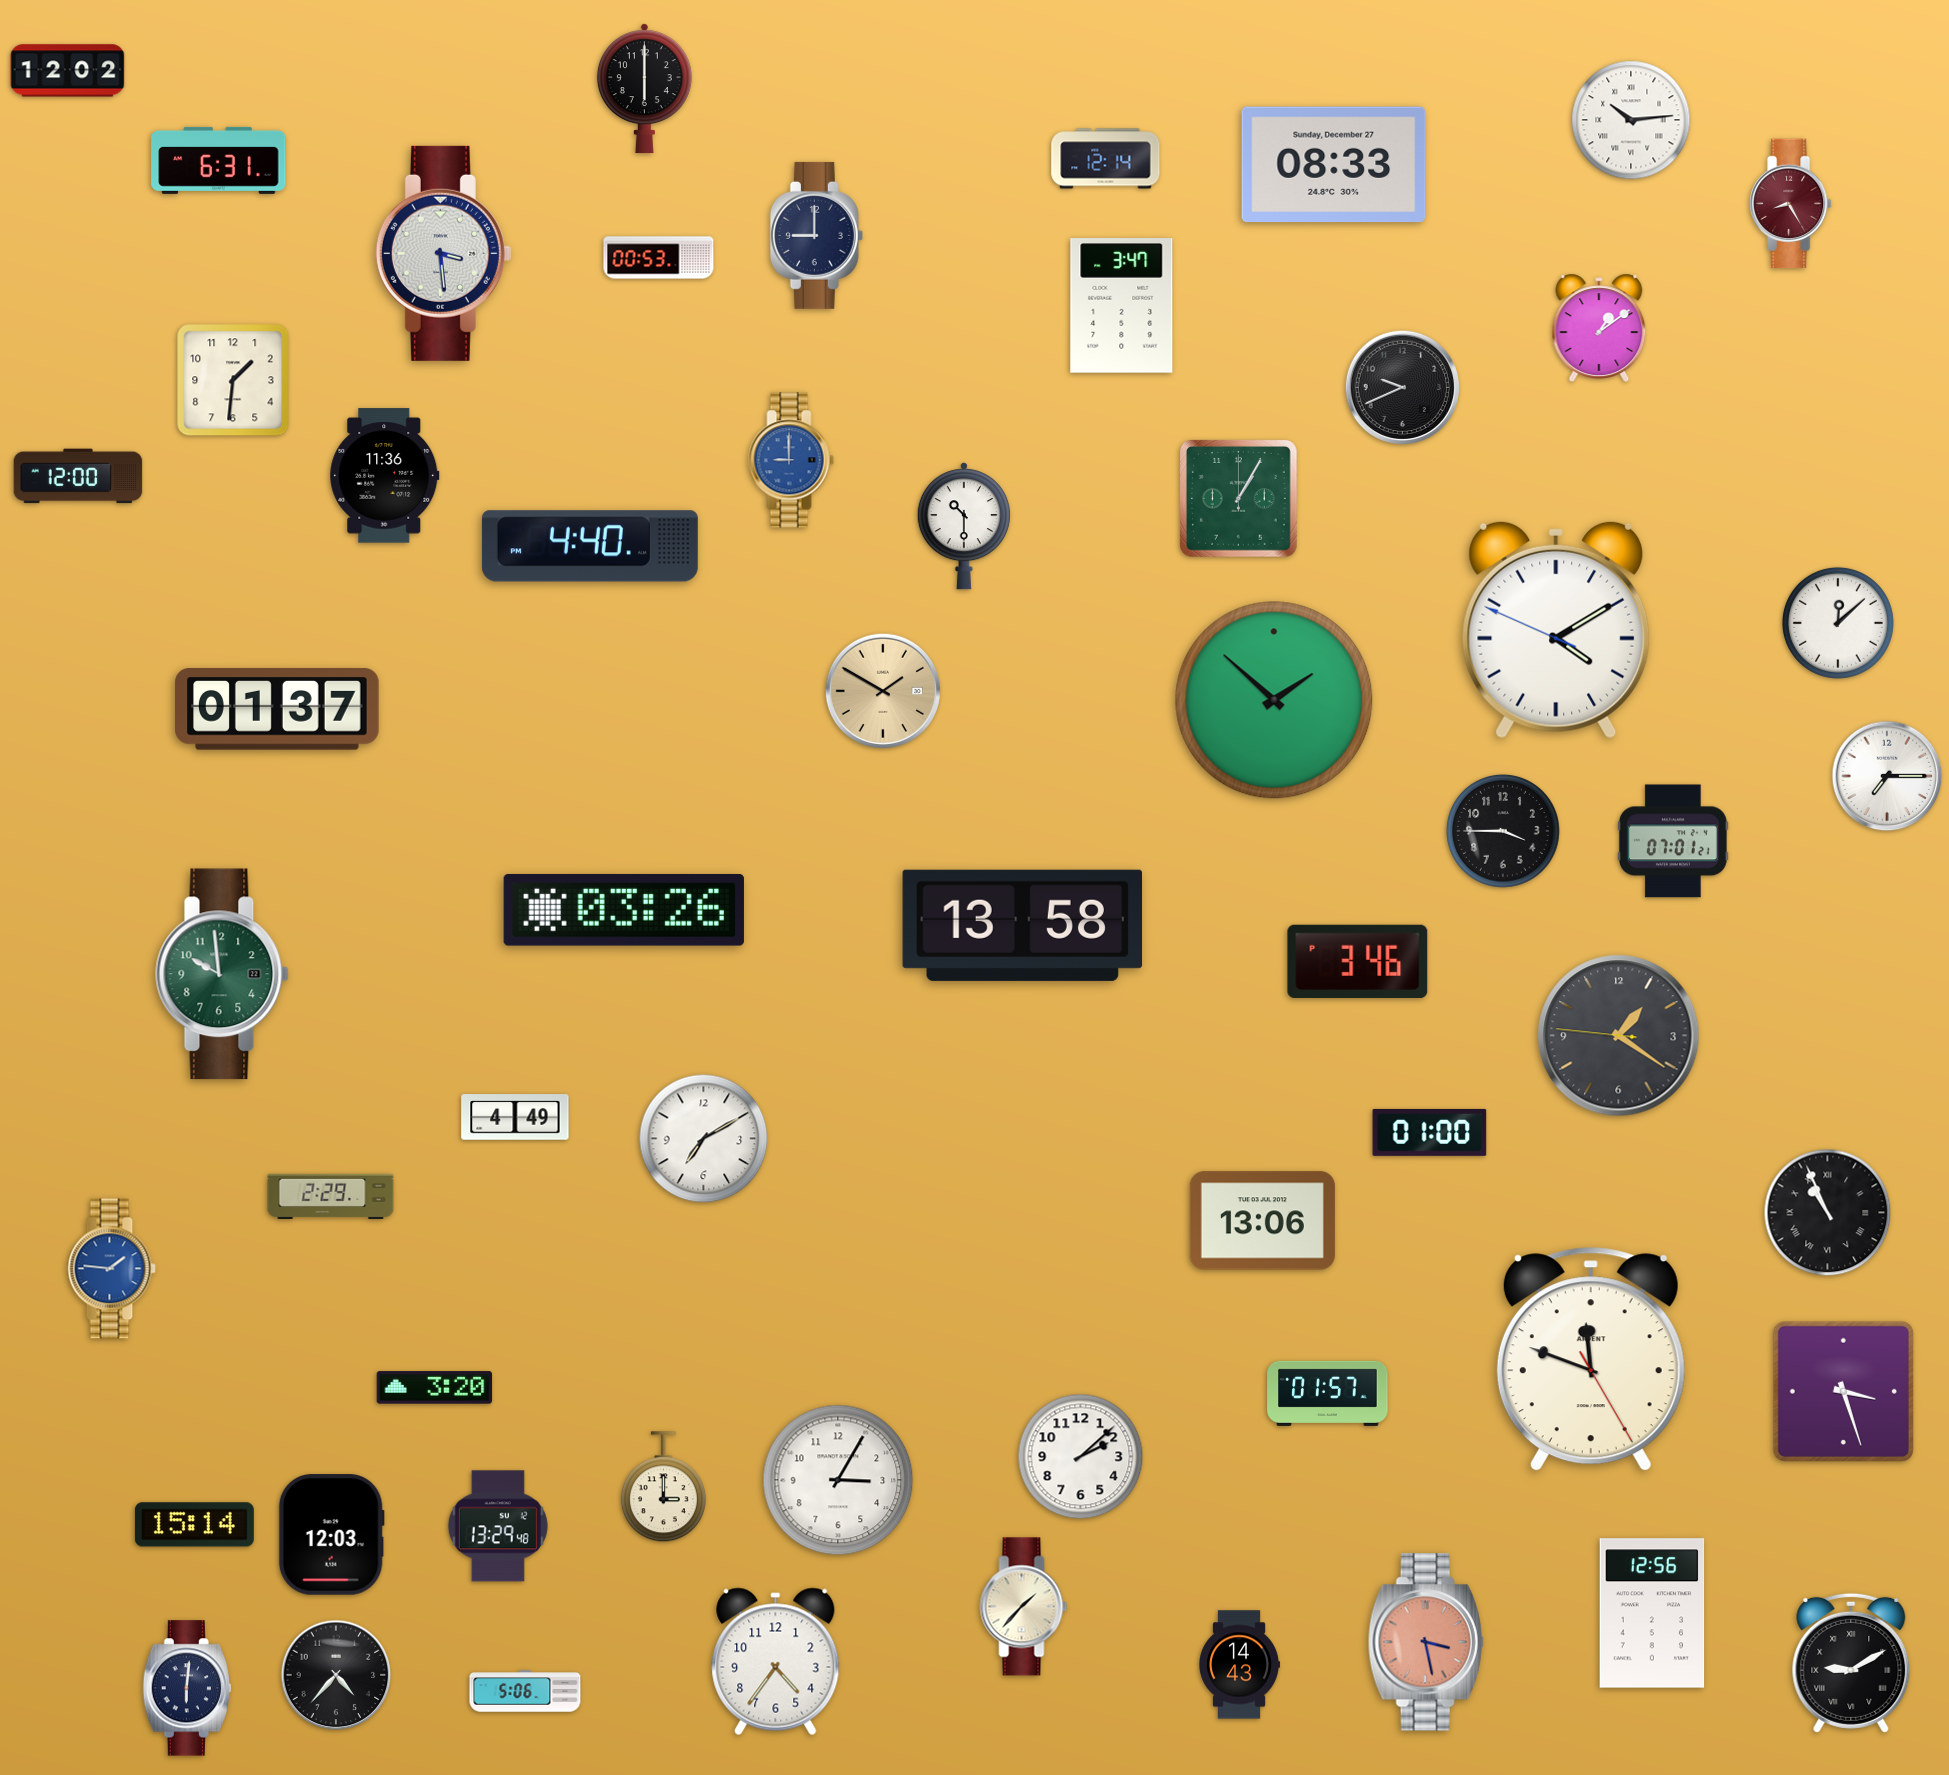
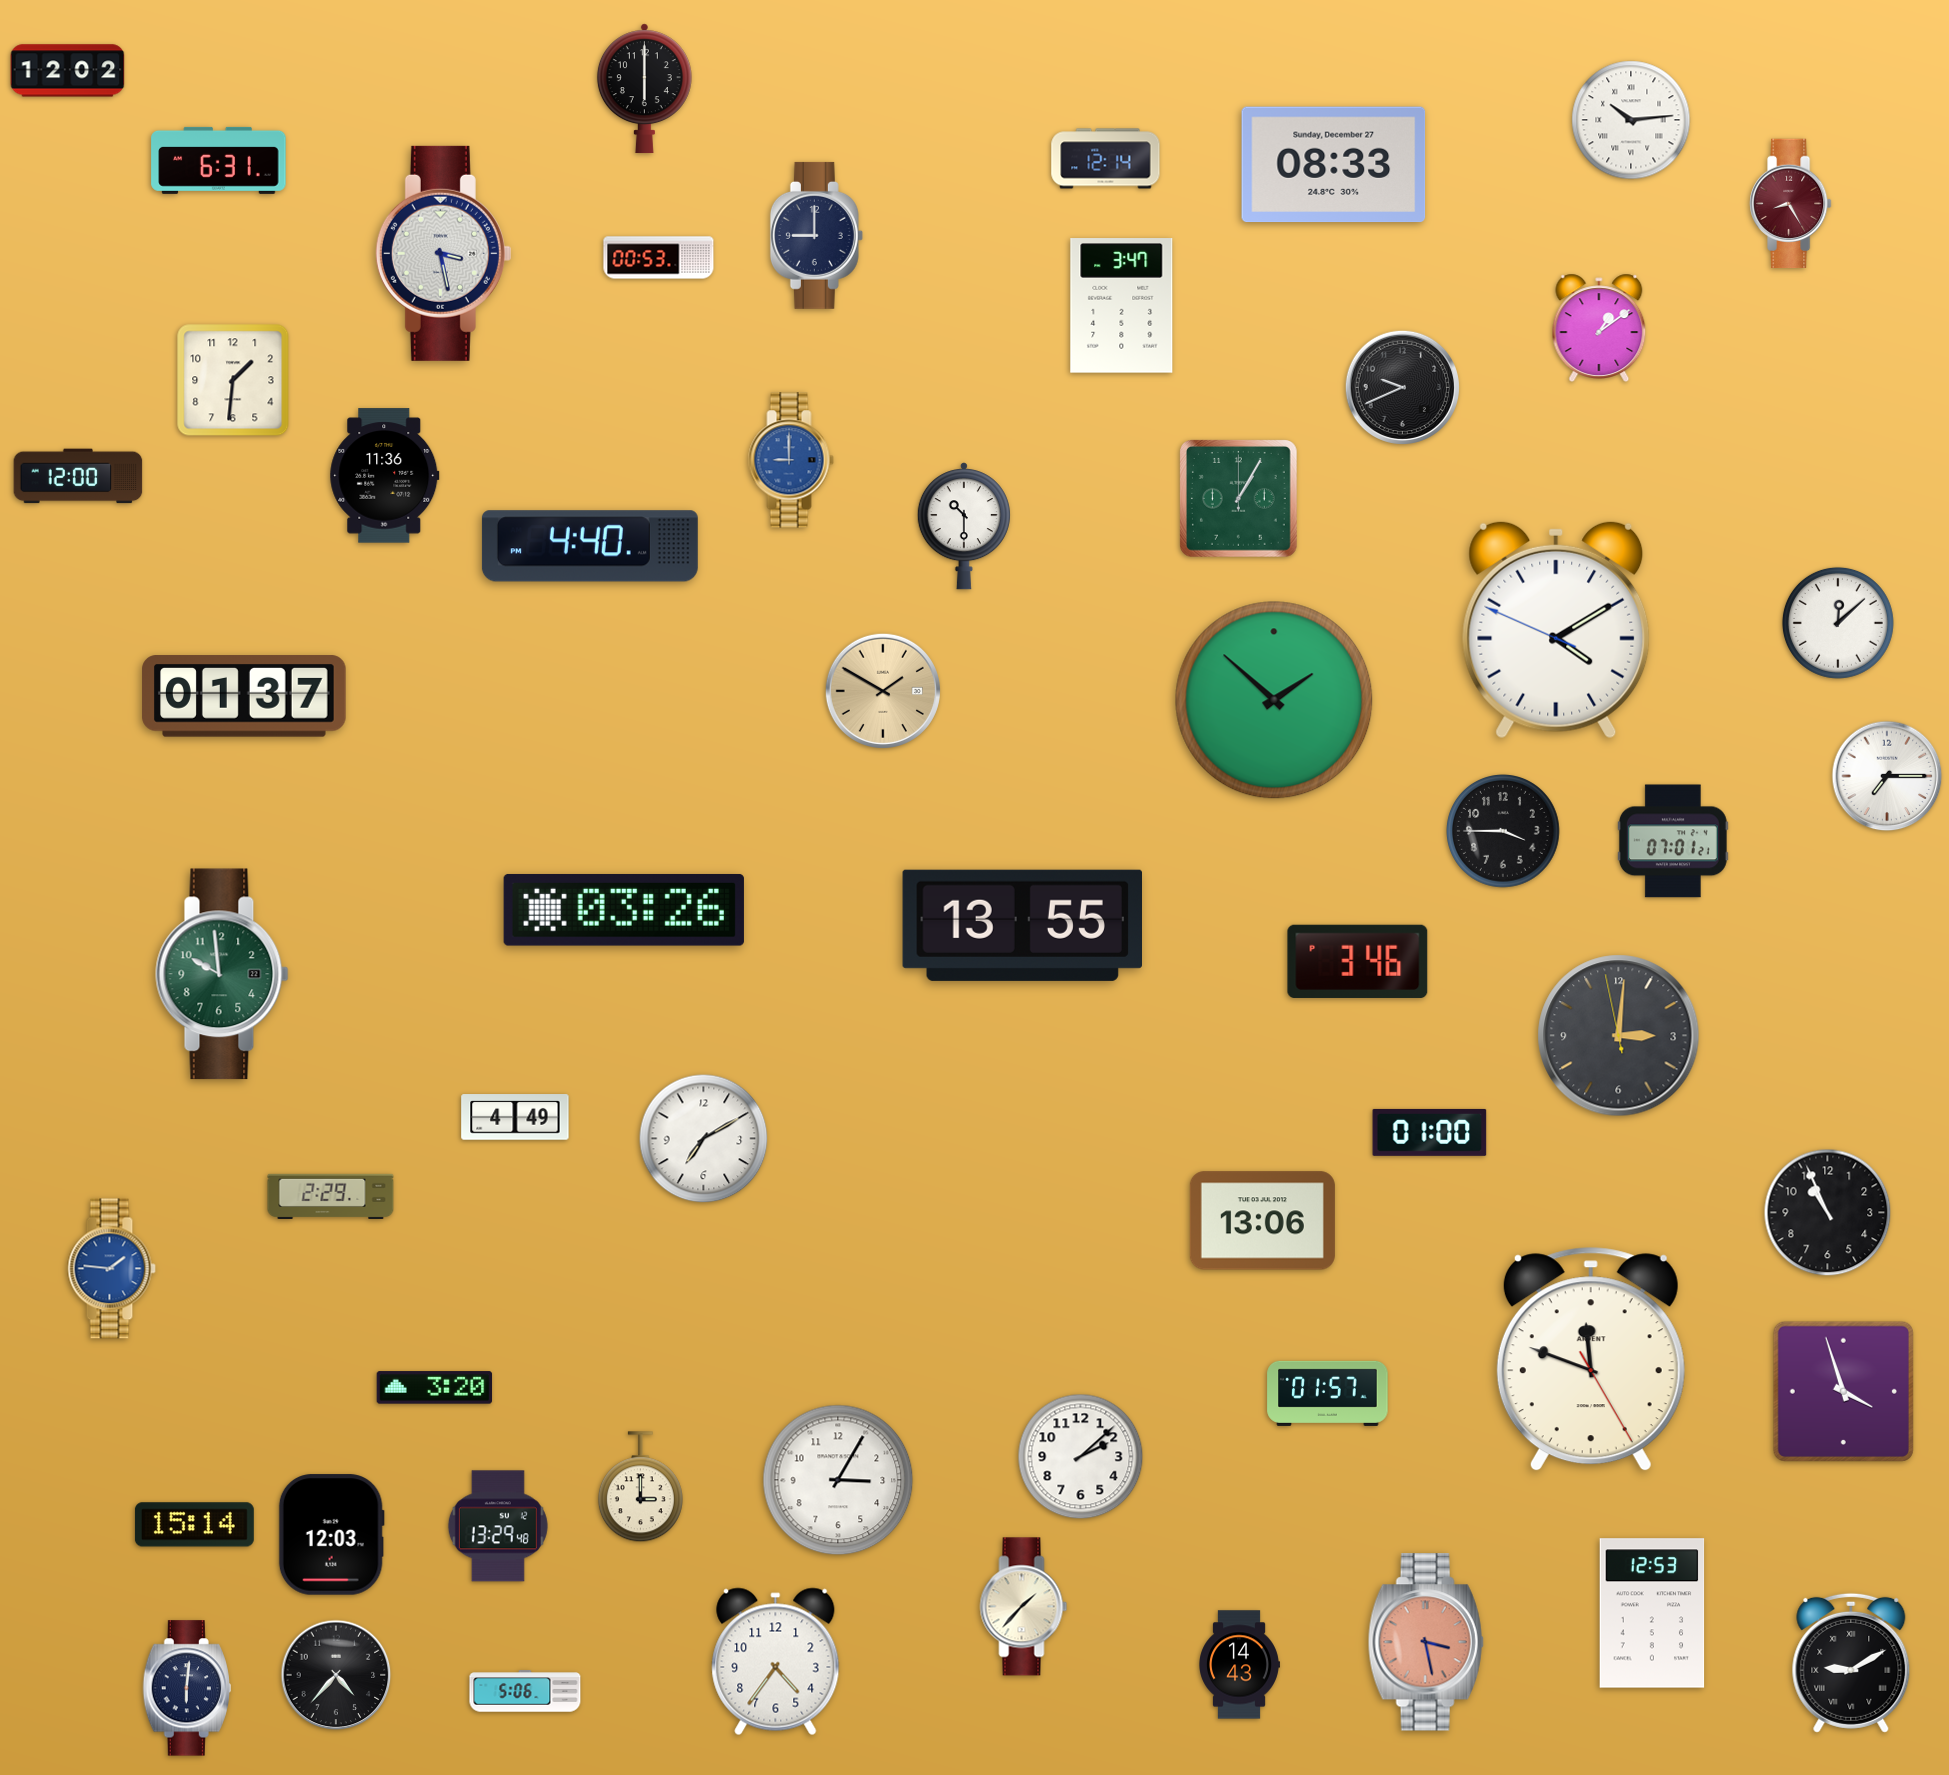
clock at (443, 253): 3:29 -> 3:28
clock at (277, 709) position: (277, 709) -> (244, 696)
clock at (1022, 925): 13:58 -> 13:55
clock at (1619, 1036): 1:20 -> 3:00
clock at (1828, 1213) numerals: Roman -> Arabic
clock at (1843, 1391): 3:27 -> 3:57
clock at (663, 1487) position: (663, 1487) -> (640, 1487)
clock at (1652, 1613): 12:56 -> 12:53
